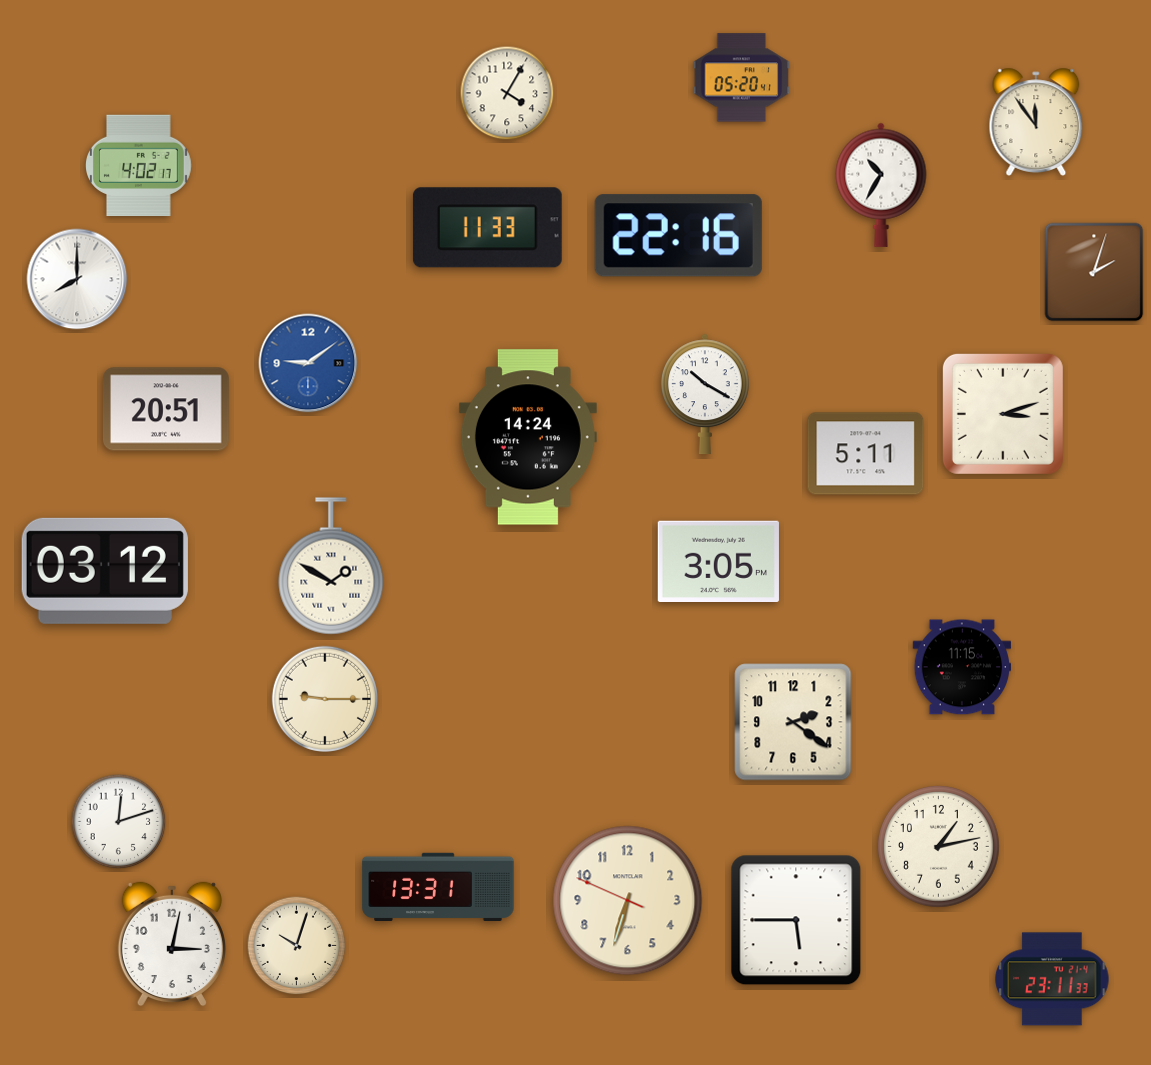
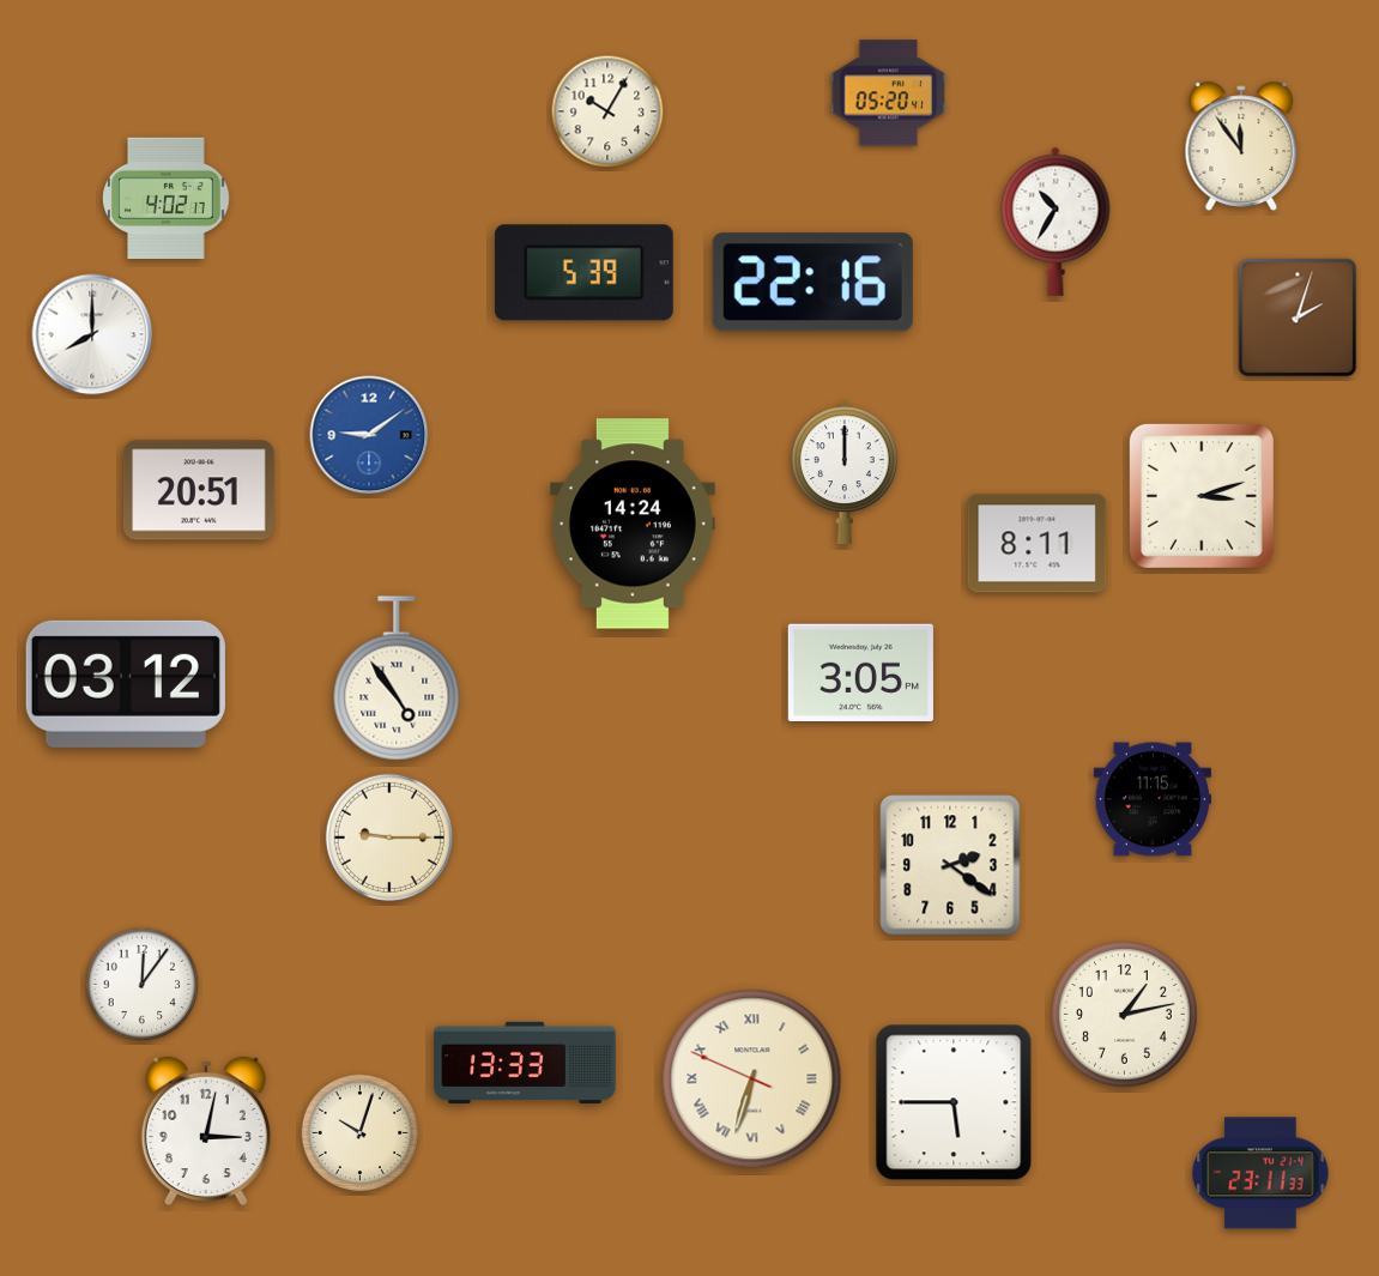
clock at (507, 93): 4:05 -> 10:05
clock at (487, 228): 11:33 -> 5:39
clock at (1094, 272) position: (1094, 272) -> (1298, 318)
clock at (706, 394): 10:20 -> 12:00
clock at (866, 454): 5:11 -> 8:11
clock at (331, 566): 1:50 -> 4:54
clock at (119, 822): 12:12 -> 12:06
clock at (438, 886): 13:31 -> 13:33
clock at (628, 901) numerals: Arabic -> Roman
clock at (297, 946) position: (297, 946) -> (361, 1133)
